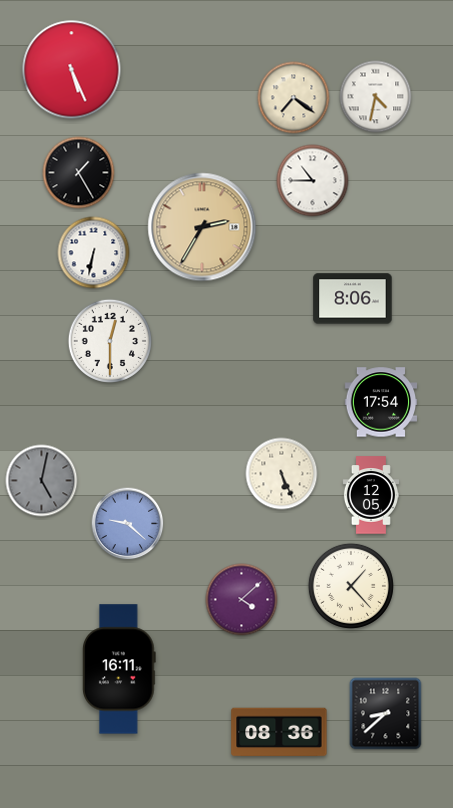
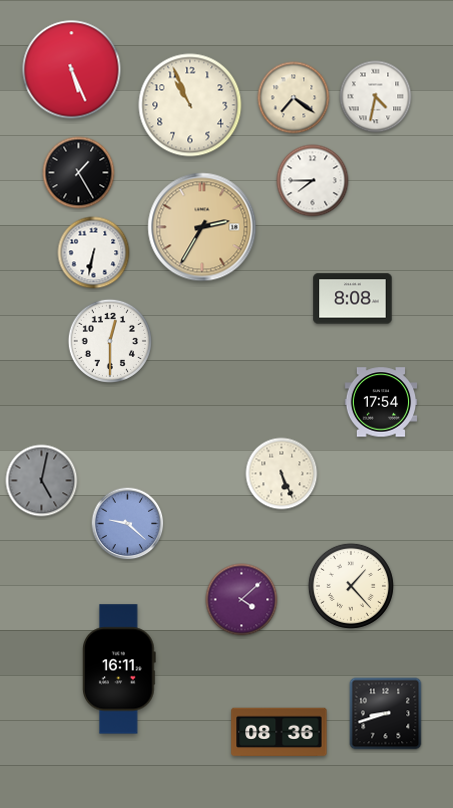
clock at (190, 105): none -> 10:56
clock at (313, 181): 10:45 -> 7:45
clock at (353, 299): 8:06 -> 8:08
clock at (370, 495): 12:05 -> none
clock at (386, 714): 8:38 -> 8:42
